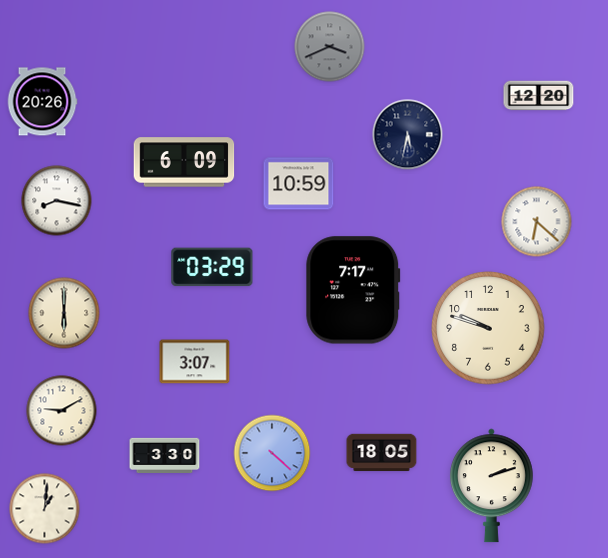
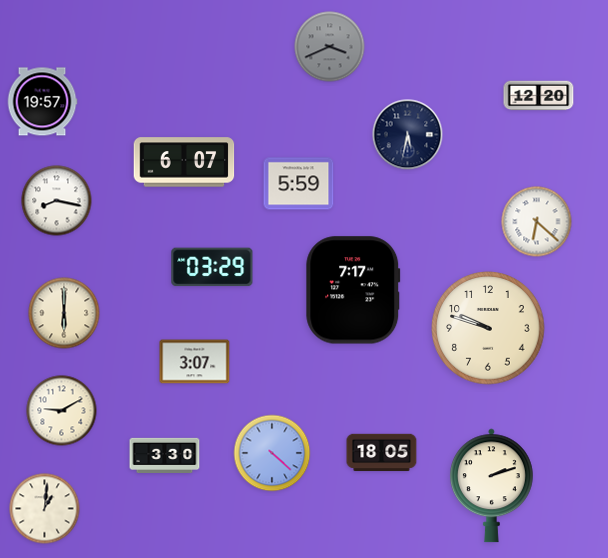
clock at (42, 102): 20:26 -> 19:57
clock at (184, 162): 6:09 -> 6:07
clock at (299, 184): 10:59 -> 5:59
